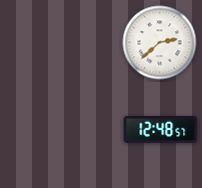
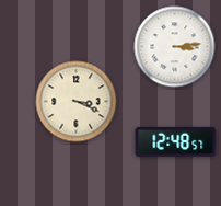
clock at (160, 43): 2:38 -> 3:14
clock at (77, 102): none -> 3:19
